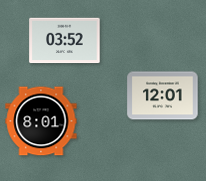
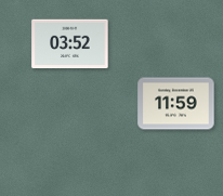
clock at (163, 96): 12:01 -> 11:59
clock at (41, 121): 8:01 -> none
